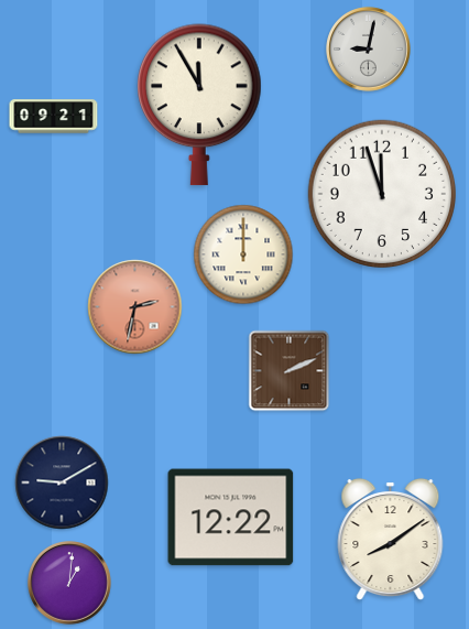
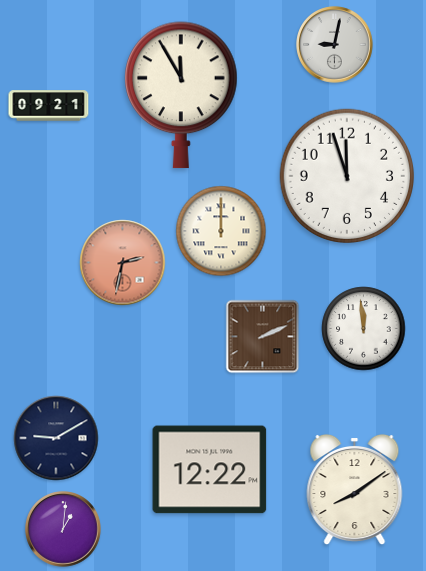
clock at (135, 307) position: (135, 307) -> (123, 263)
clock at (364, 329): none -> 11:59
